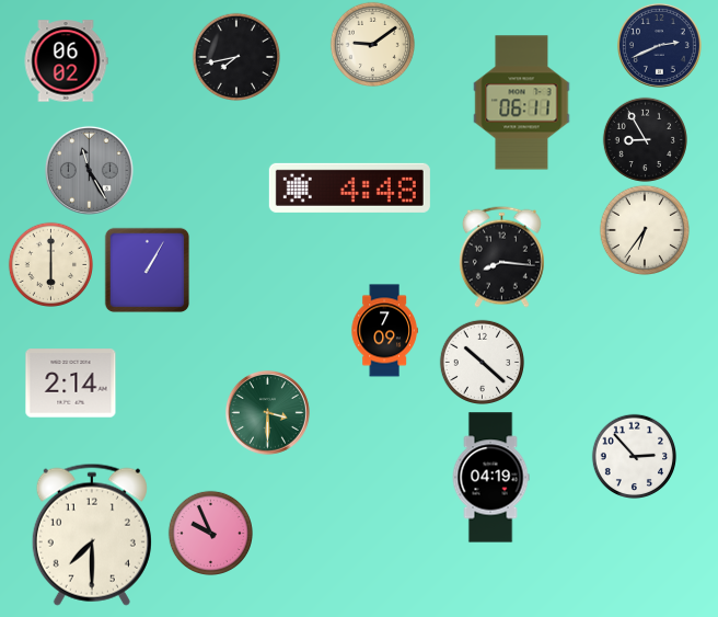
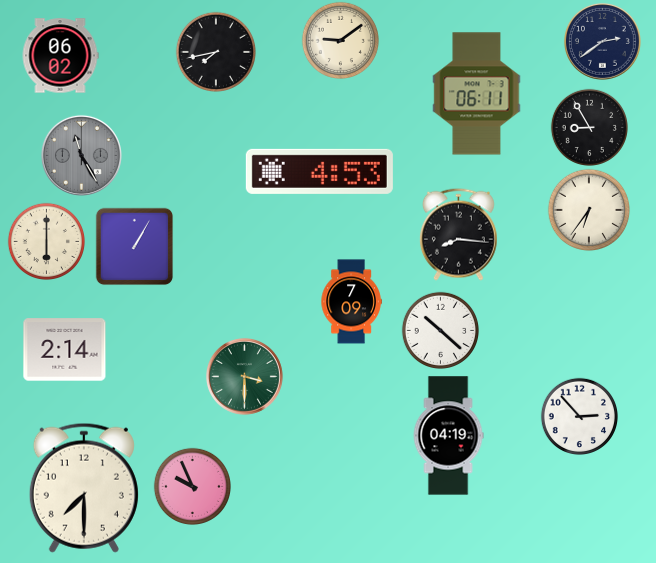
clock at (659, 45): 2:41 -> 2:39
clock at (349, 187): 4:48 -> 4:53
